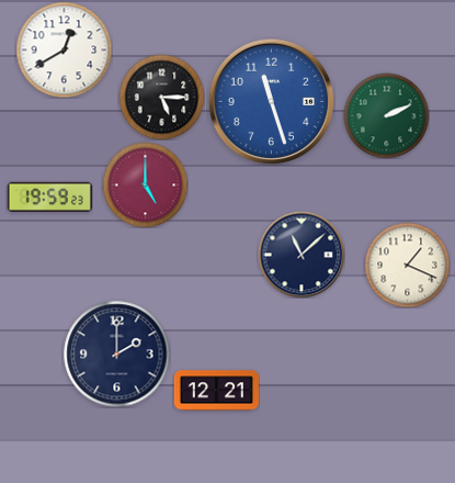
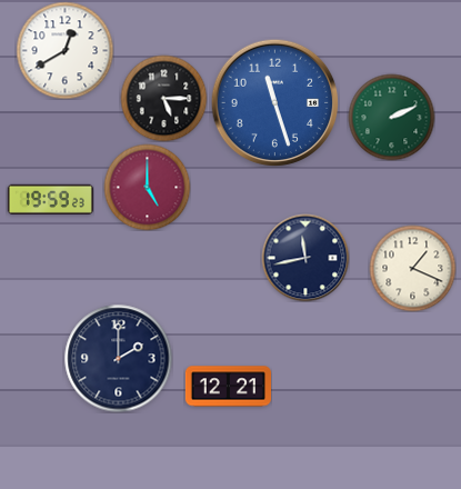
clock at (302, 255): 11:08 -> 11:43
clock at (216, 391) position: (216, 391) -> (228, 387)
